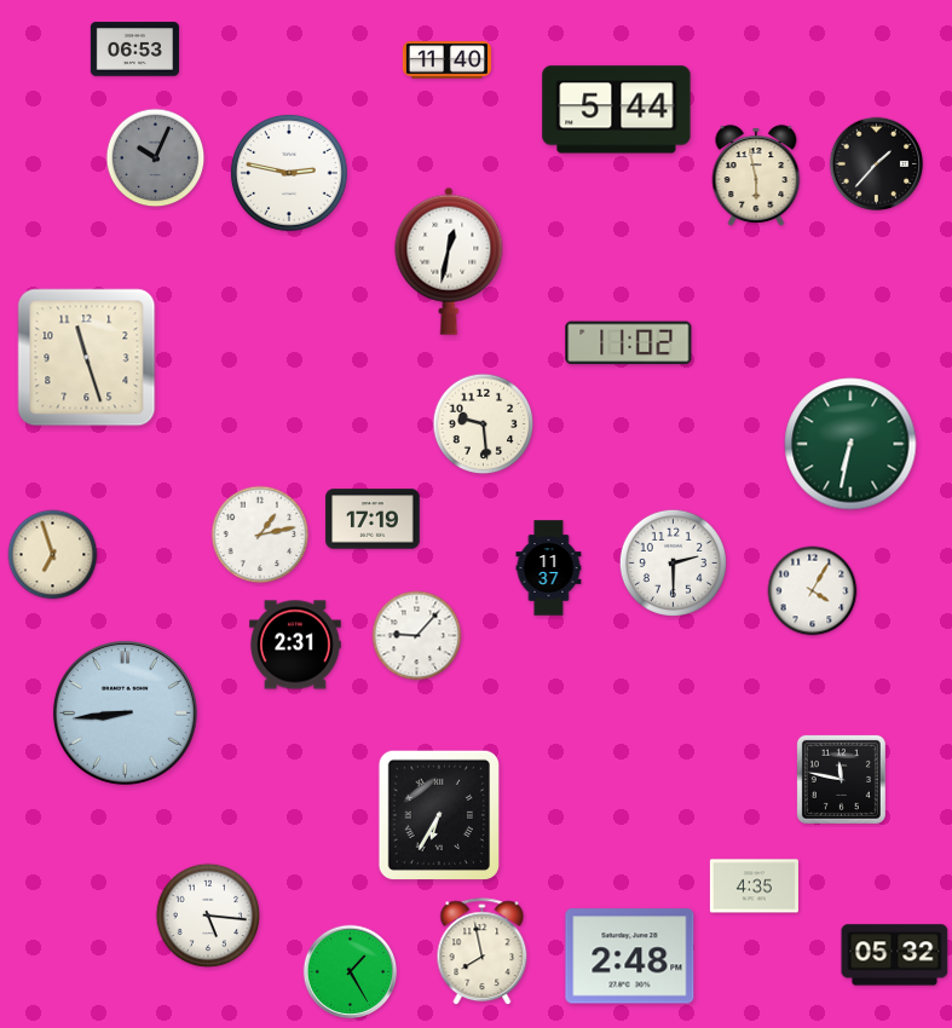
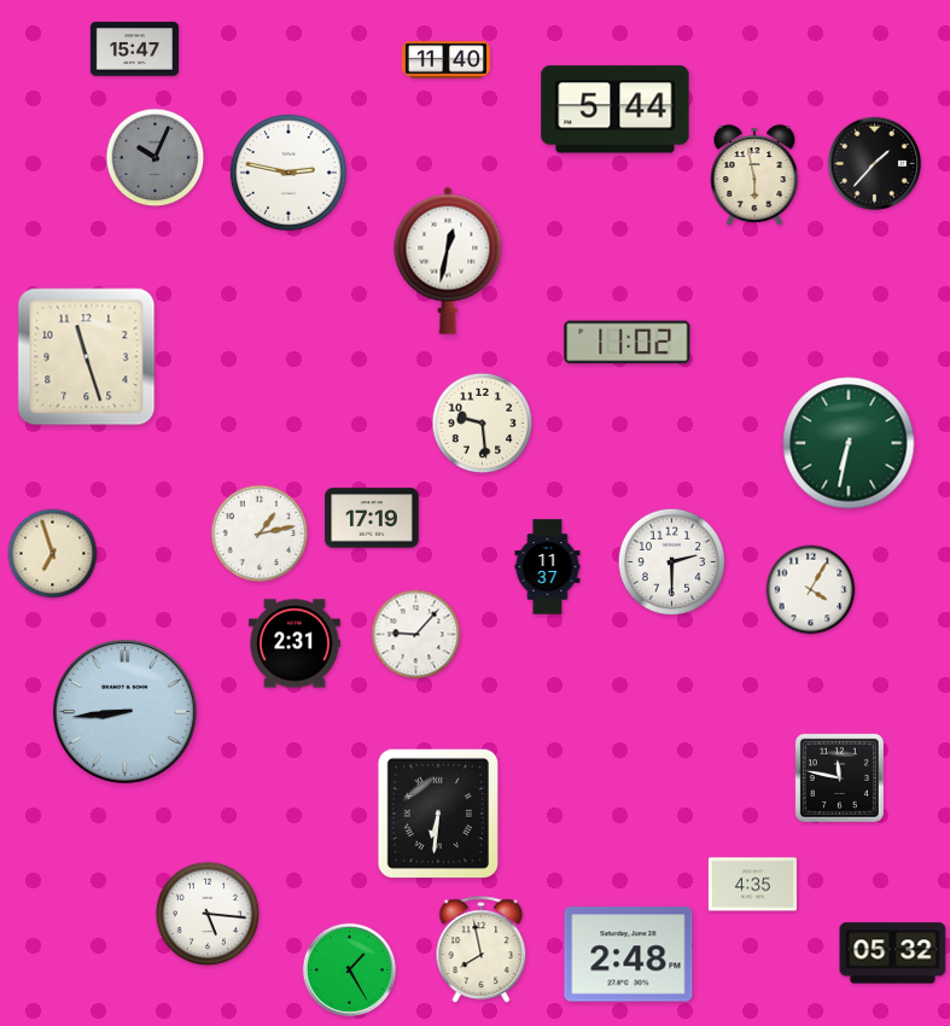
clock at (134, 50): 06:53 -> 15:47
clock at (438, 814): 6:35 -> 6:31
